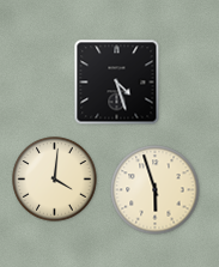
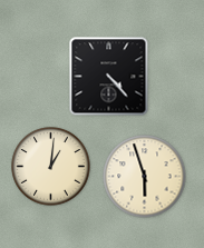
clock at (117, 83): 4:27 -> 4:23
clock at (55, 180): 4:01 -> 1:01
